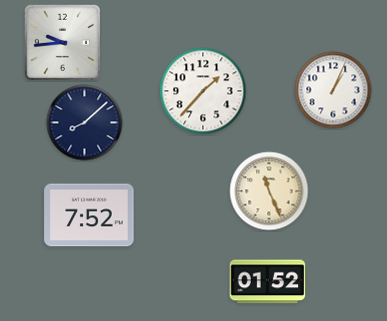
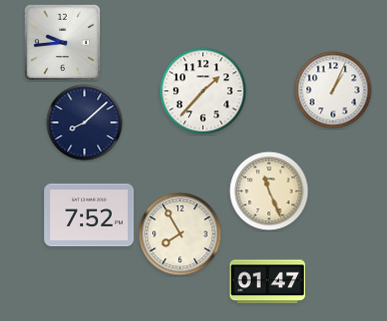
clock at (180, 234): none -> 7:55
clock at (268, 282): 01:52 -> 01:47
